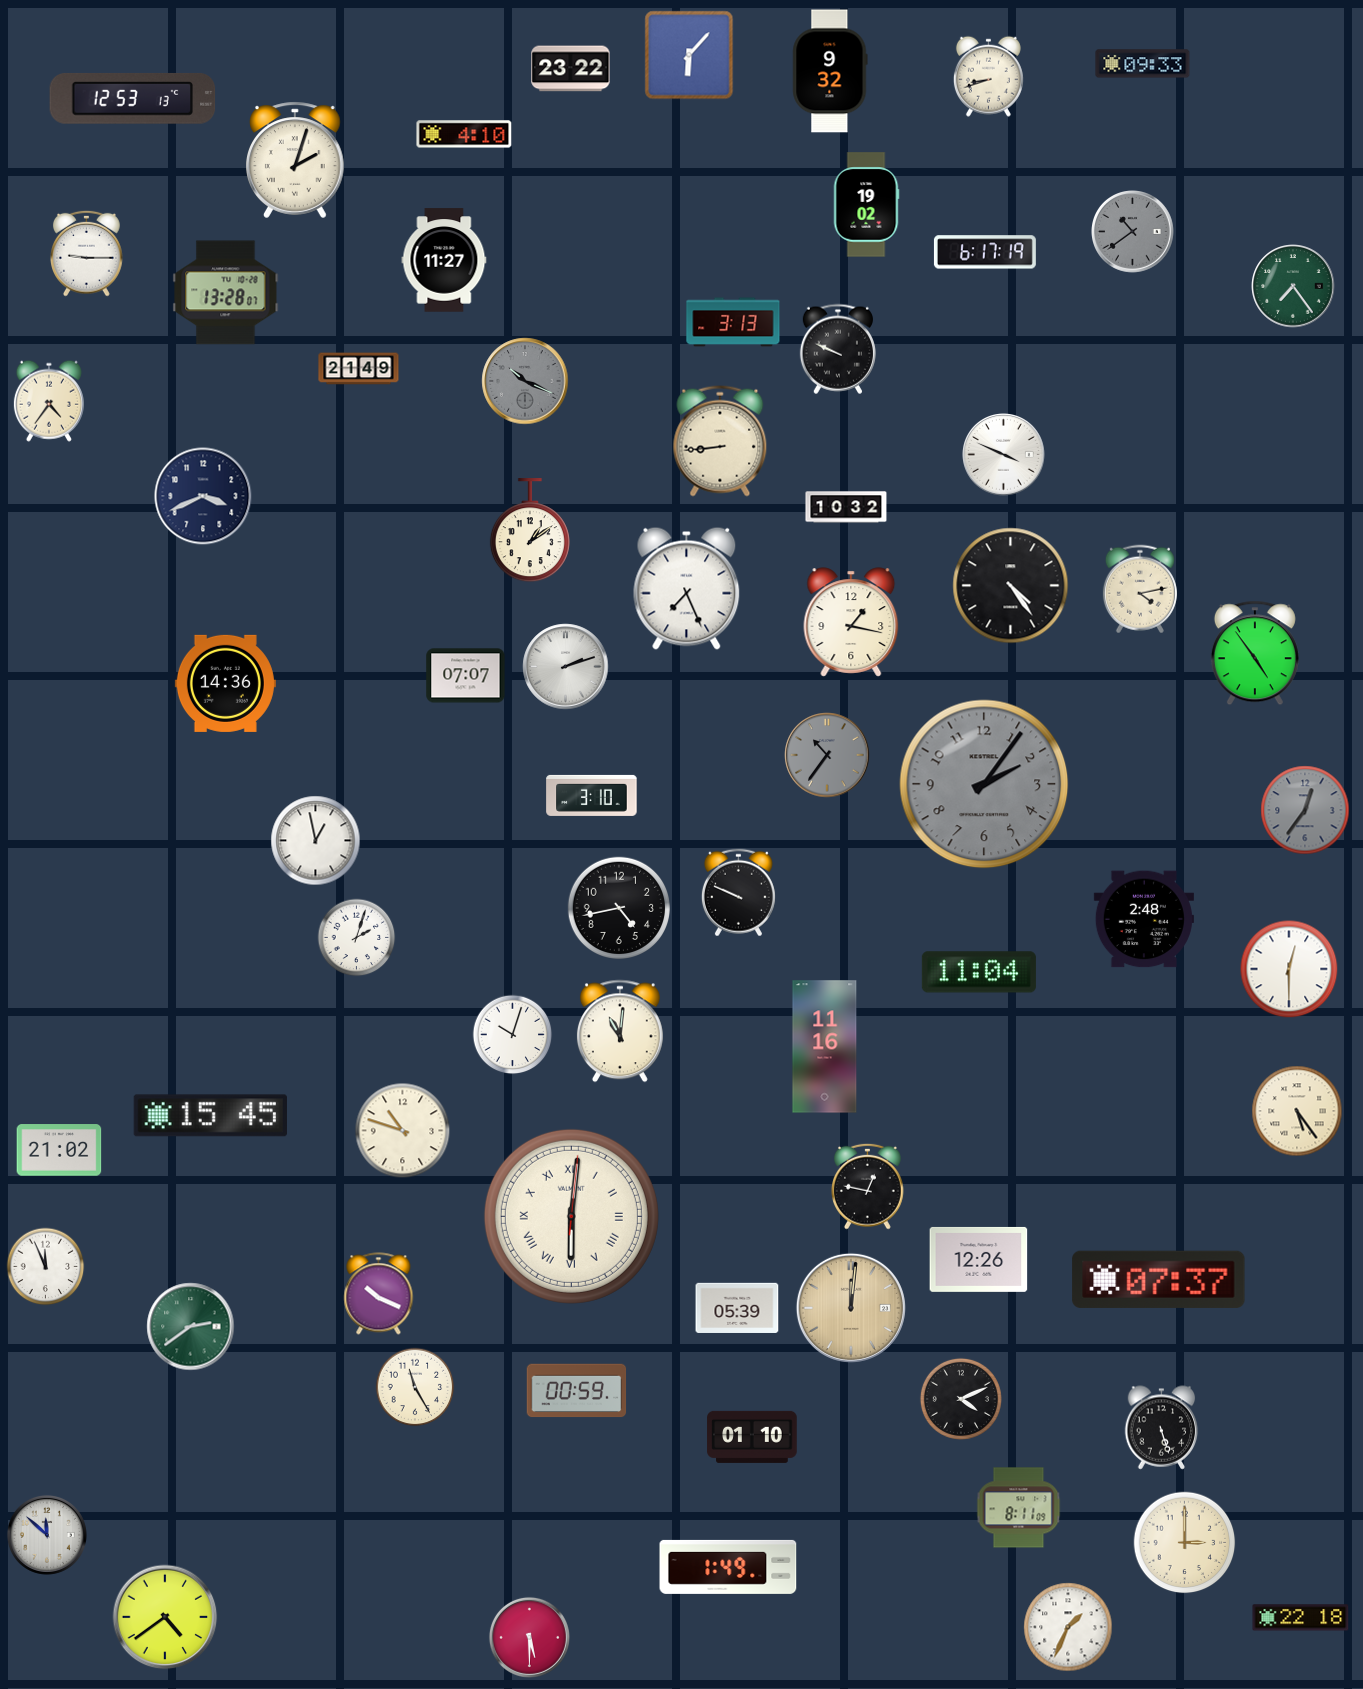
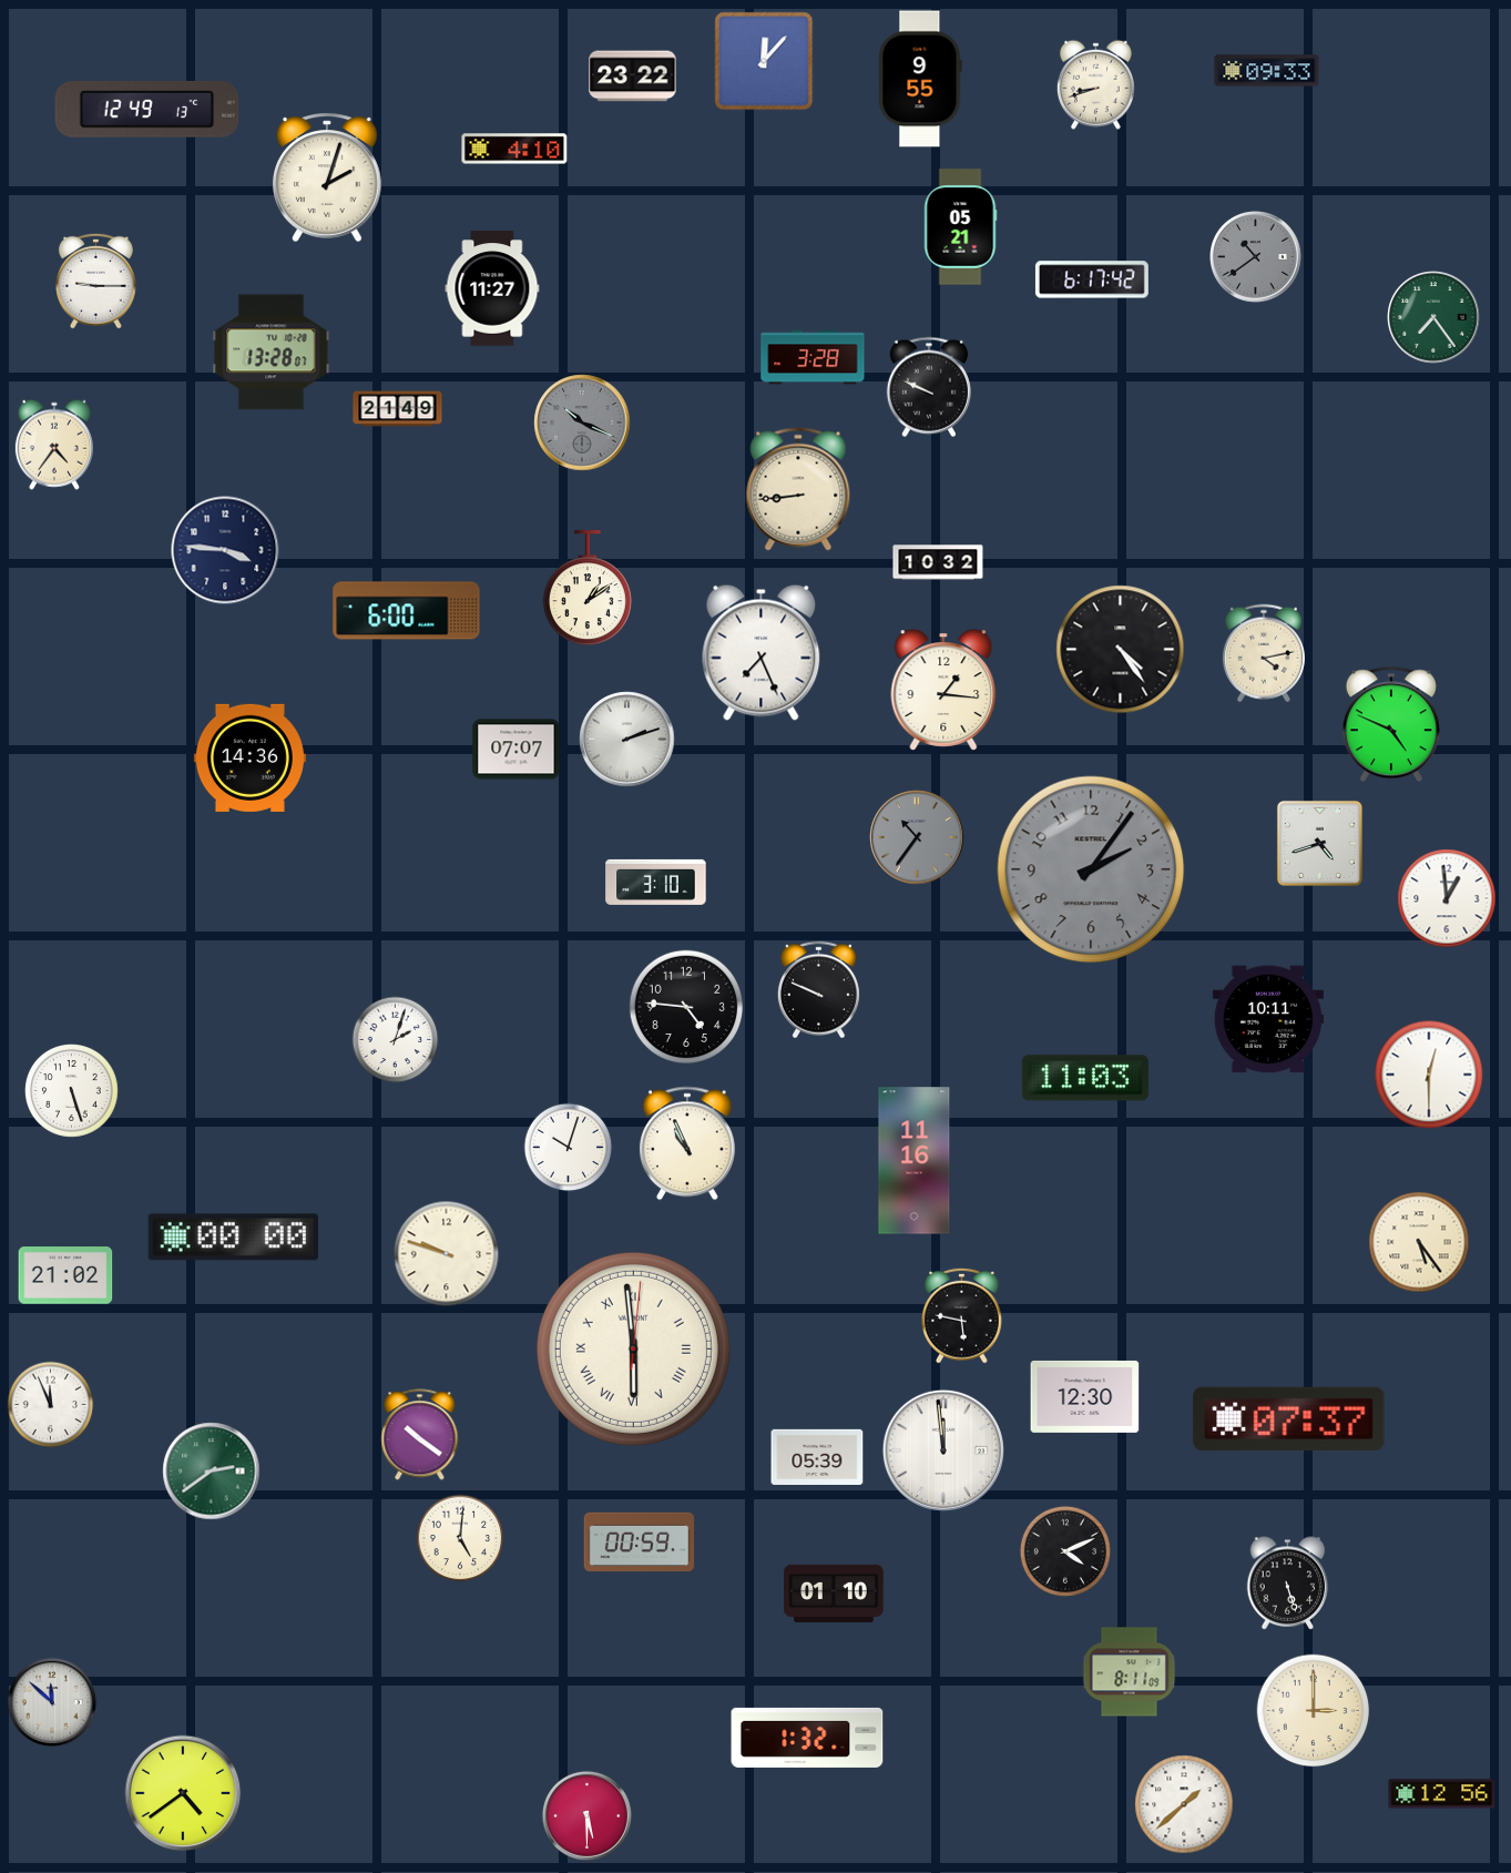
clock at (689, 55): 6:07 -> 12:07
clock at (830, 71): 9:32 -> 9:55
clock at (133, 98): 12:53 -> 12:49
clock at (866, 205): 19:02 -> 05:21
clock at (985, 252): 6:17:19 -> 6:17:42
clock at (226, 293) position: (226, 293) -> (272, 353)
clock at (733, 322): 3:13 -> 3:28
clock at (1004, 455): 3:49 -> none
clock at (203, 496): 3:41 -> 3:46
clock at (407, 611): none -> 6:00
clock at (851, 622): 1:17 -> 1:16
clock at (1255, 653): 4:54 -> 4:49
clock at (1319, 843): none -> 4:42
clock at (1305, 810): 12:36 -> 12:59
clock at (1305, 810) dial: grey -> white
clock at (316, 841): 12:58 -> none
clock at (618, 907): 4:43 -> 4:46
clock at (1144, 919): 2:48 -> 10:11
clock at (979, 972): 11:04 -> 11:03
clock at (72, 1091): none -> 5:27
clock at (620, 1031): 11:01 -> 10:56
clock at (1297, 1111) position: (1297, 1111) -> (1419, 1242)
clock at (210, 1116): 15:45 -> 00:00
clock at (403, 1131): 10:48 -> 9:48
clock at (868, 1186): 12:47 -> 5:47
clock at (571, 1216): 6:01 -> 5:59
clock at (979, 1259): 12:26 -> 12:30
clock at (1159, 1279) position: (1159, 1279) -> (1289, 1418)
clock at (379, 1294): 10:19 -> 10:21
clock at (737, 1308) position: (737, 1308) -> (817, 1457)
clock at (851, 1308): 12:01 -> 11:59
clock at (851, 1308) dial: champagne -> white
clock at (415, 1387): 11:25 -> 5:01
clock at (728, 1567): 1:49 -> 1:32
clock at (1301, 1618): 22:18 -> 12:56
clock at (1068, 1627): 1:34 -> 1:38
